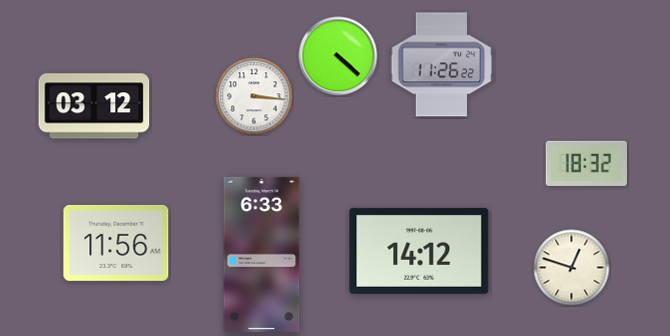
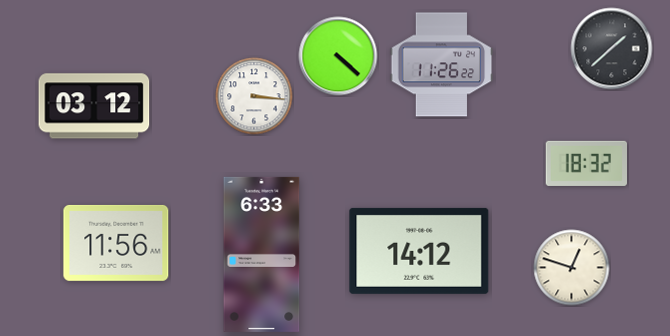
clock at (612, 49): none -> 1:38
